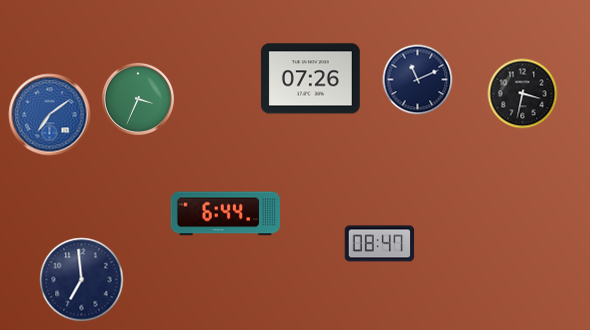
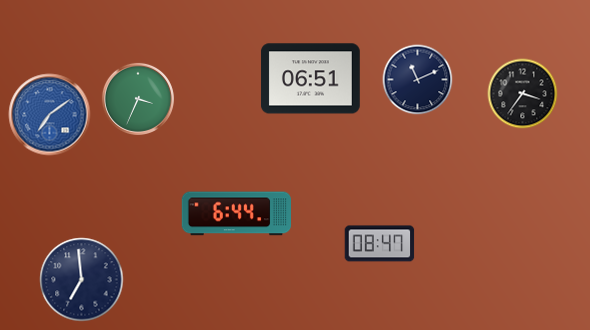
clock at (310, 79): 07:26 -> 06:51
clock at (523, 94): 3:32 -> 3:36
clock at (225, 214) position: (225, 214) -> (236, 214)
